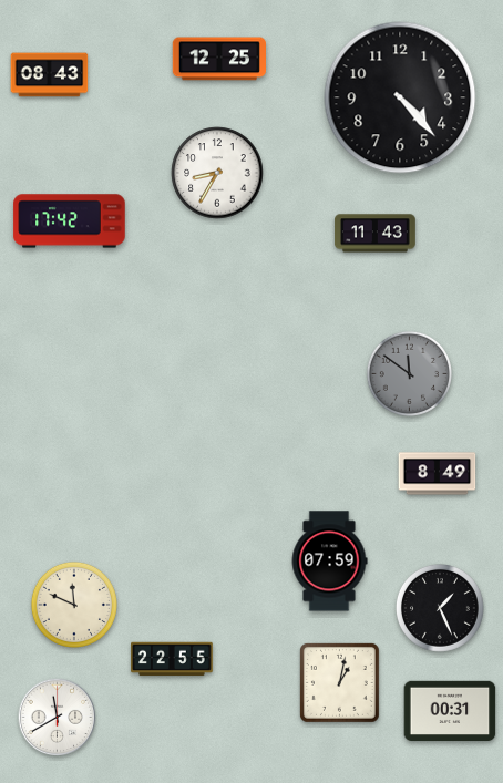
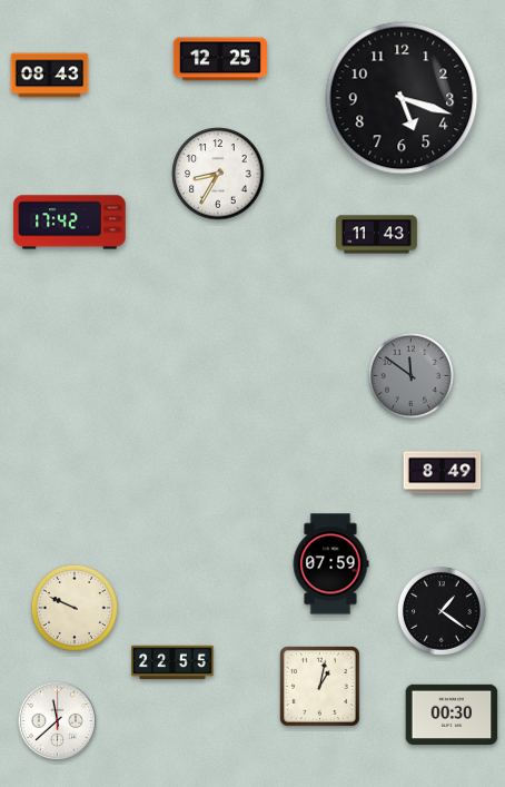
clock at (400, 97): 4:23 -> 5:18
clock at (438, 474) position: (438, 474) -> (443, 473)
clock at (74, 605): 11:49 -> 9:49
clock at (440, 608): 1:26 -> 1:21
clock at (339, 682) position: (339, 682) -> (319, 686)
clock at (450, 711): 00:31 -> 00:30
clock at (58, 718): 11:40 -> 11:38
